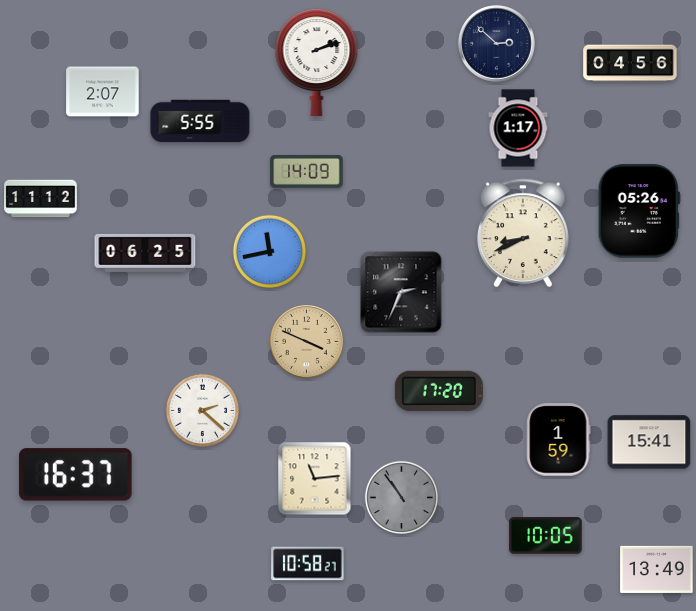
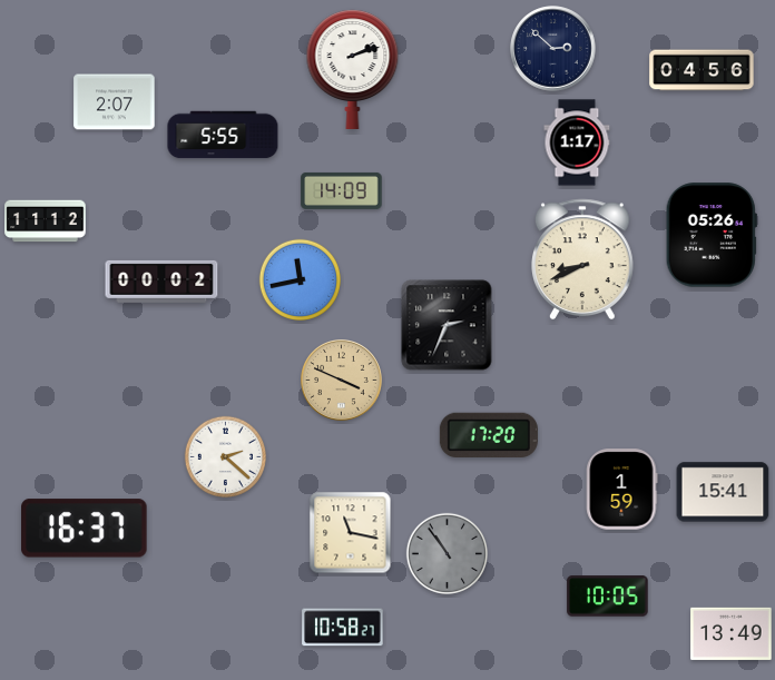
clock at (145, 253): 06:25 -> 00:02
clock at (315, 479): 11:14 -> 11:17
